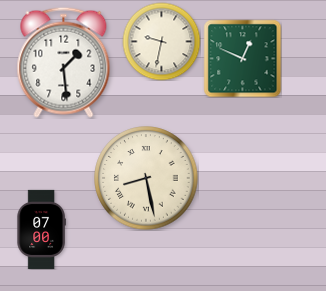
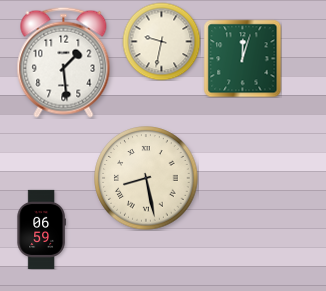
clock at (242, 58): 12:49 -> 12:03
clock at (41, 229): 07:00 -> 06:59
